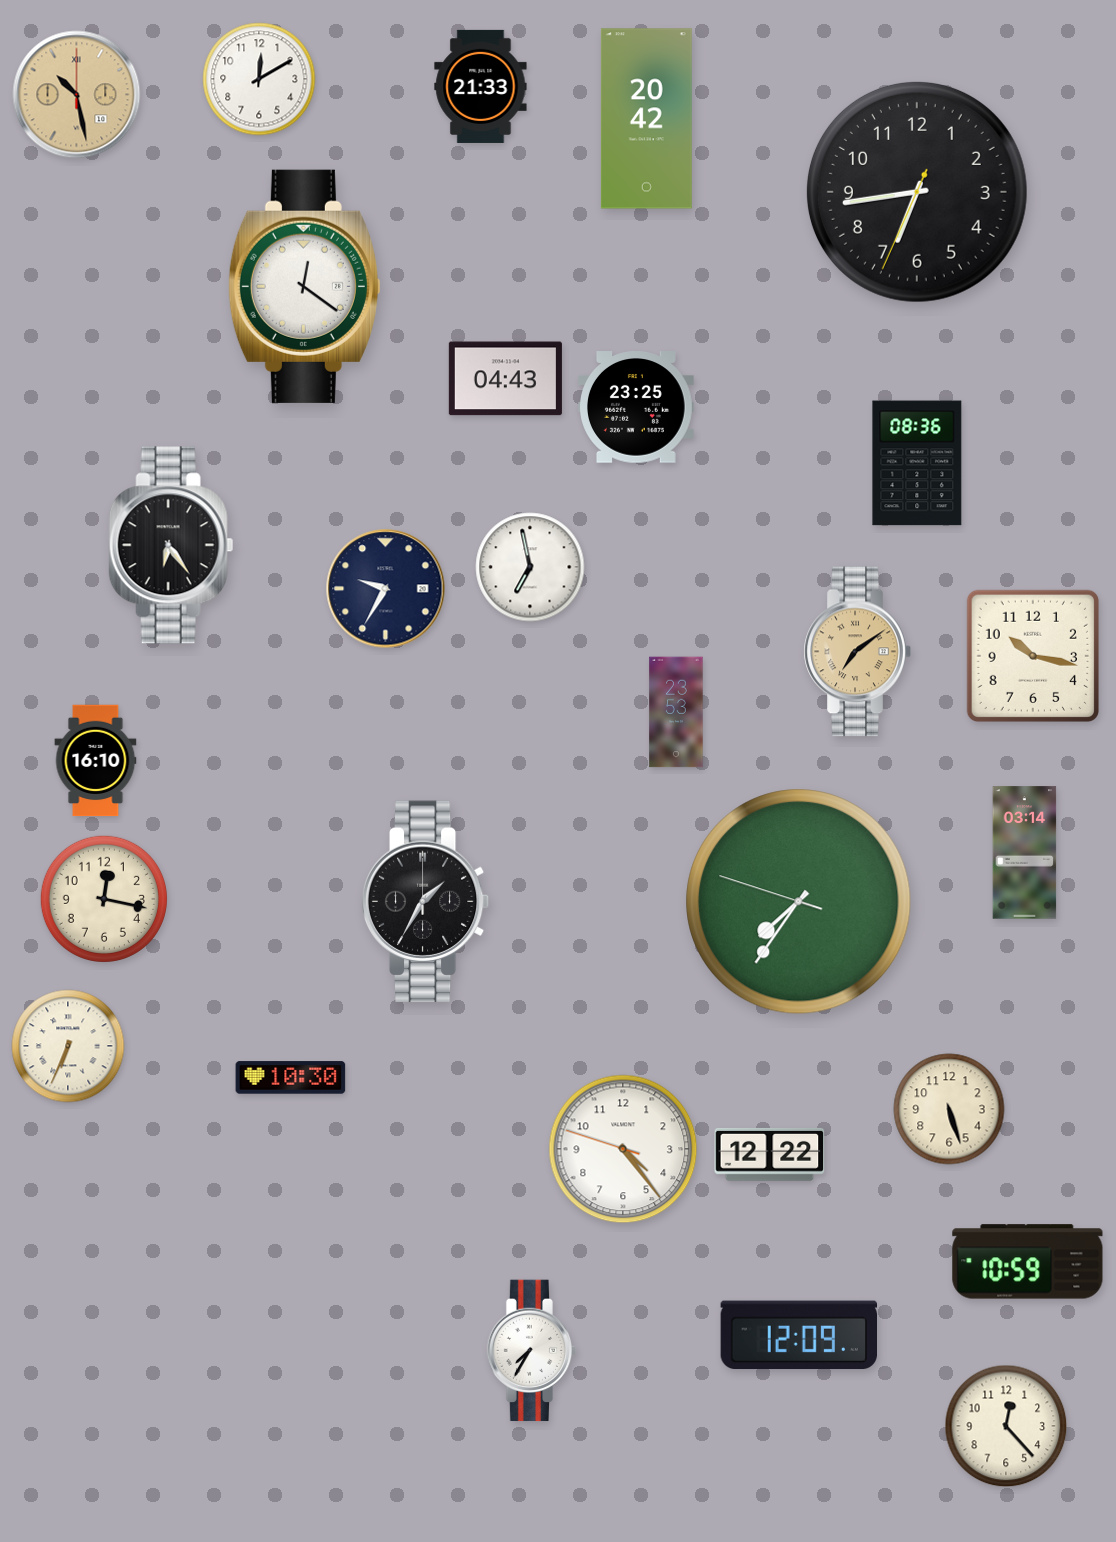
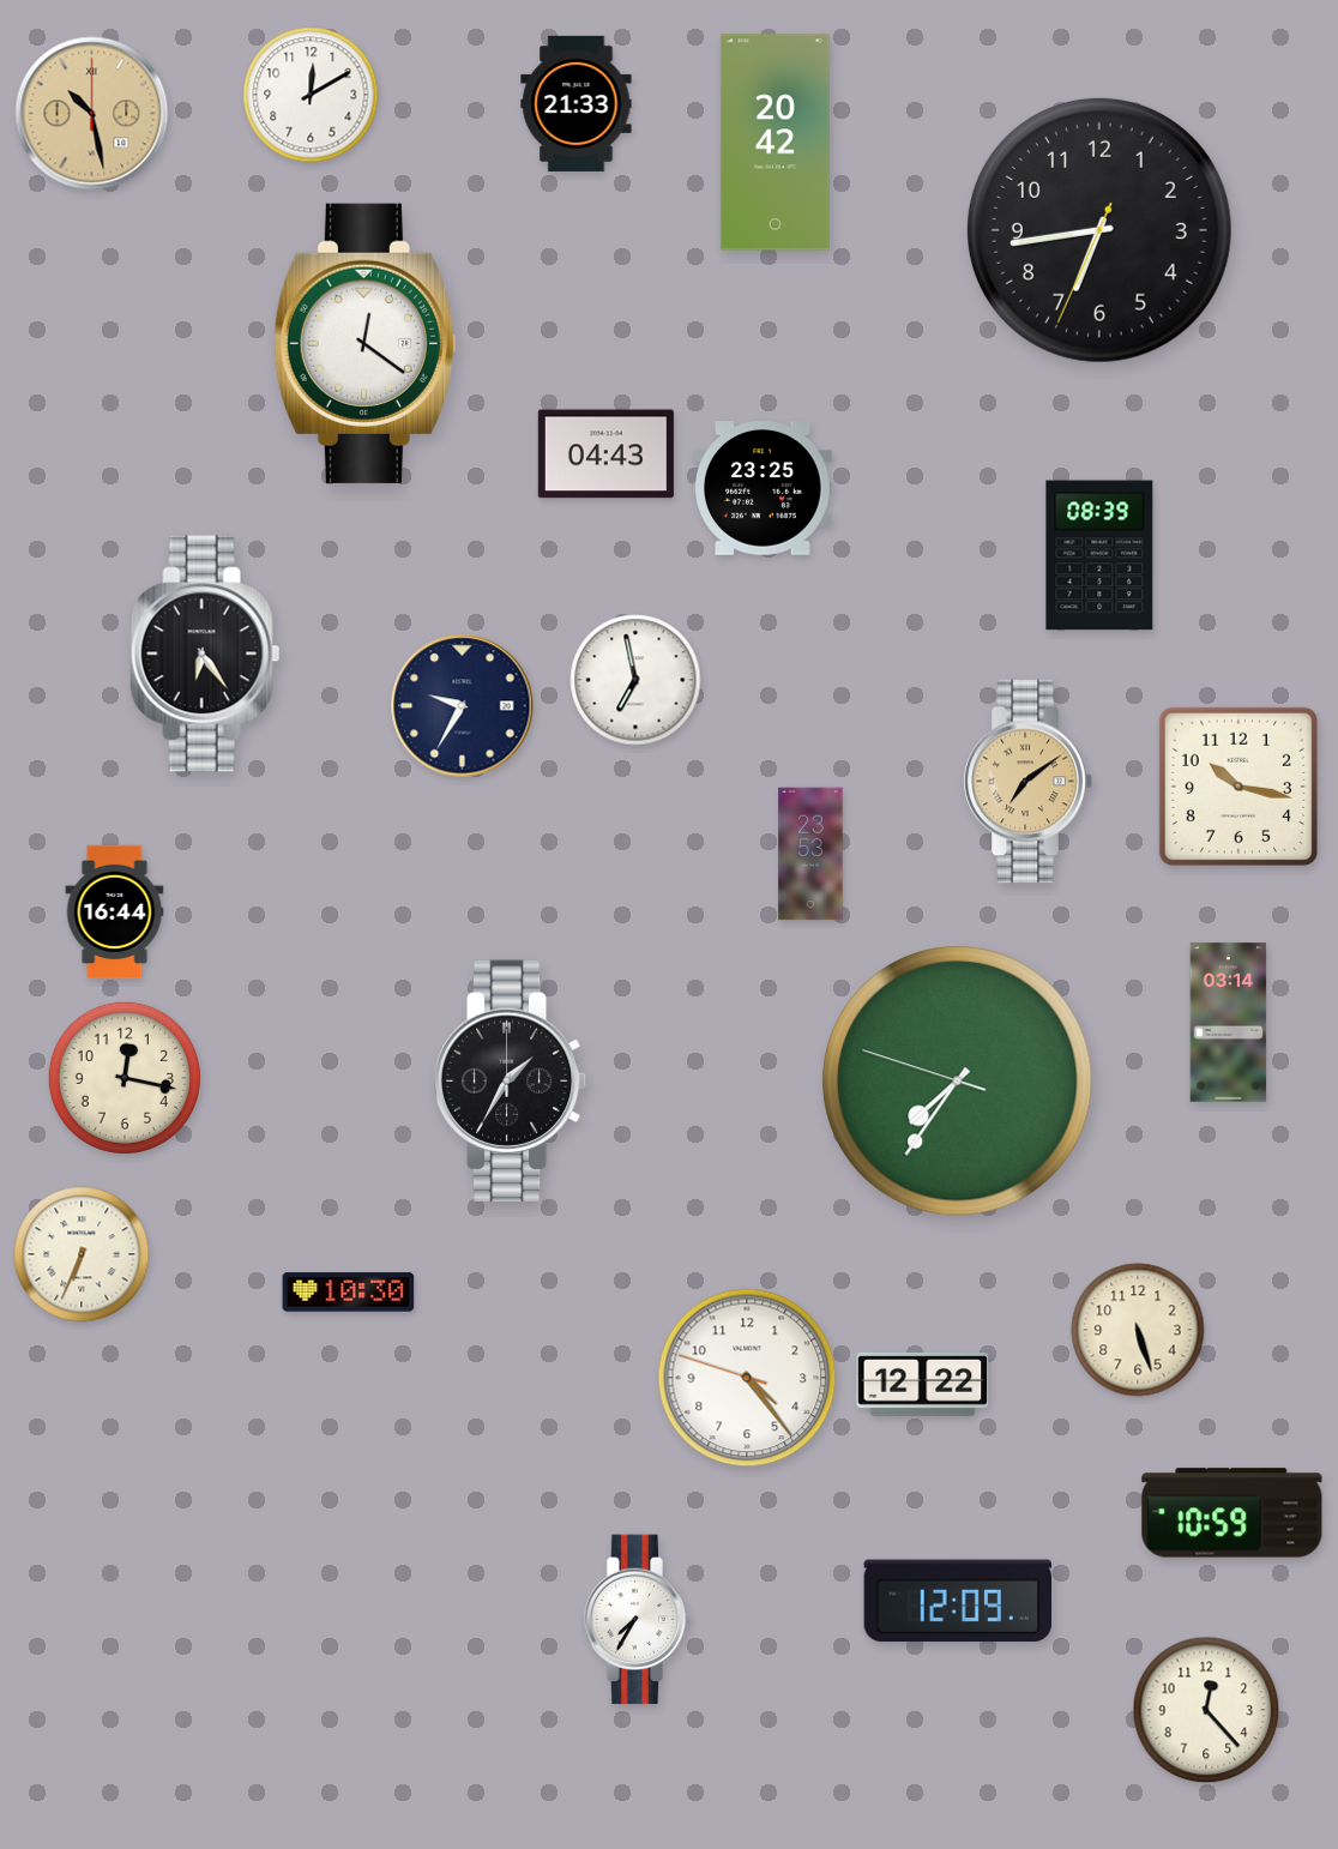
clock at (917, 463): 08:36 -> 08:39
clock at (96, 761): 16:10 -> 16:44
